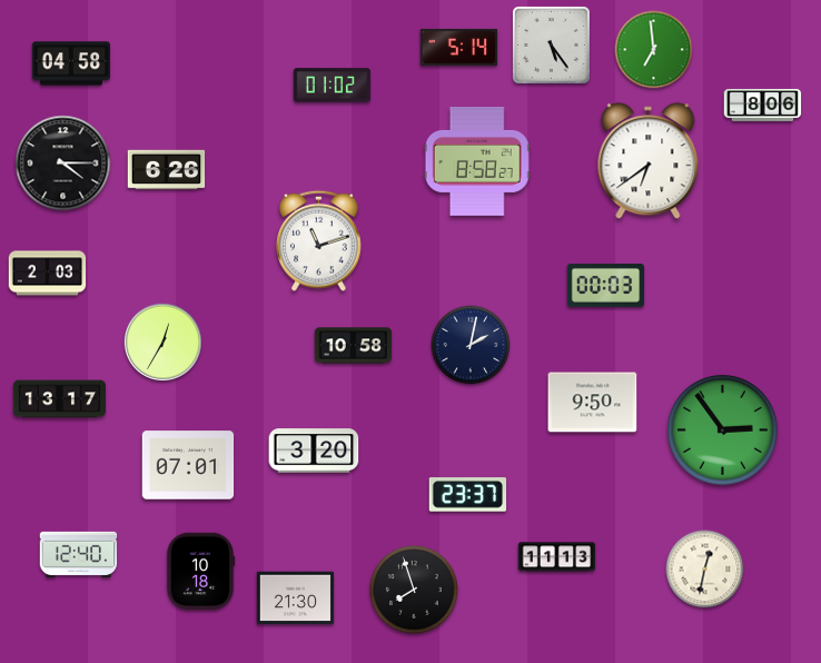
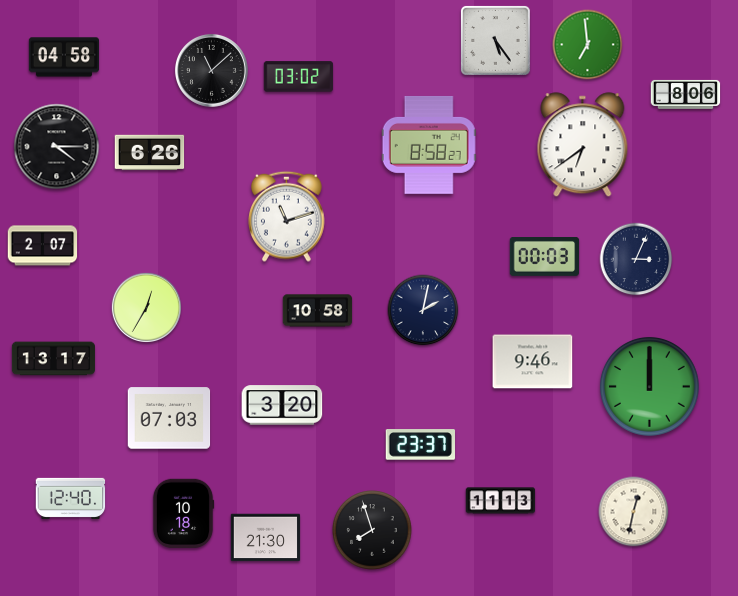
clock at (459, 47): 5:14 -> none
clock at (211, 70): none -> 11:08
clock at (333, 86): 01:02 -> 03:02
clock at (48, 274): 2:03 -> 2:07
clock at (636, 259): none -> 3:04
clock at (593, 403): 9:50 -> 9:46
clock at (722, 429): 2:54 -> 12:00
clock at (188, 465): 07:01 -> 07:03
clock at (200, 572) position: (200, 572) -> (183, 514)
